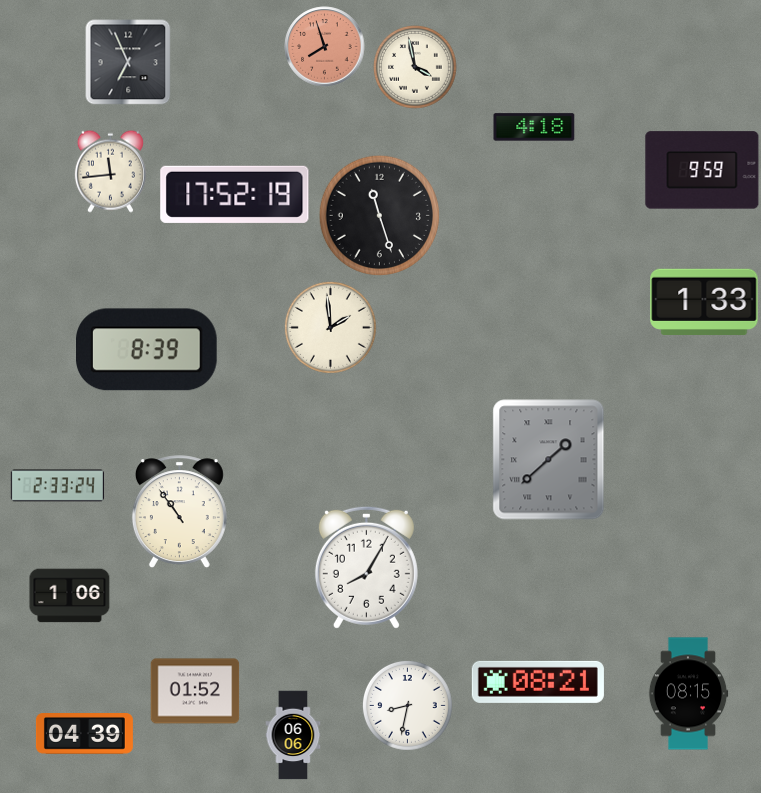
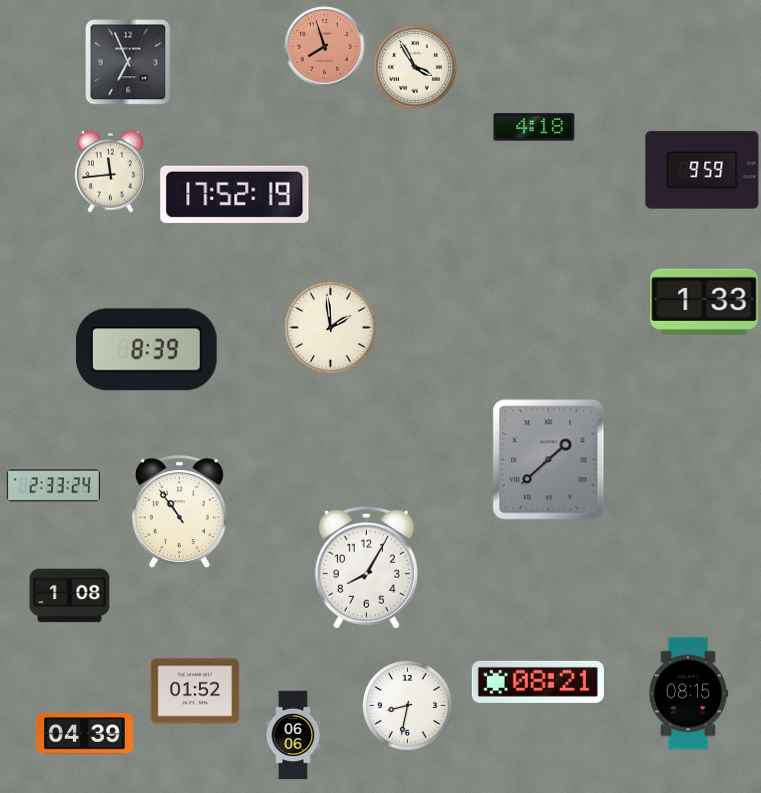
clock at (416, 68): 3:58 -> 3:55
clock at (379, 215): 11:27 -> none
clock at (57, 486) position: (57, 486) -> (53, 486)
clock at (70, 596): 1:06 -> 1:08
